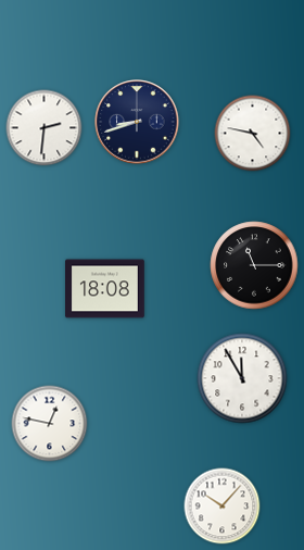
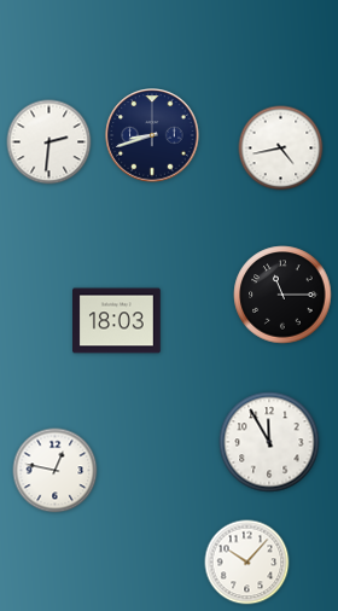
clock at (253, 134): 4:47 -> 4:43
clock at (105, 289): 18:08 -> 18:03
clock at (242, 378) position: (242, 378) -> (269, 442)
